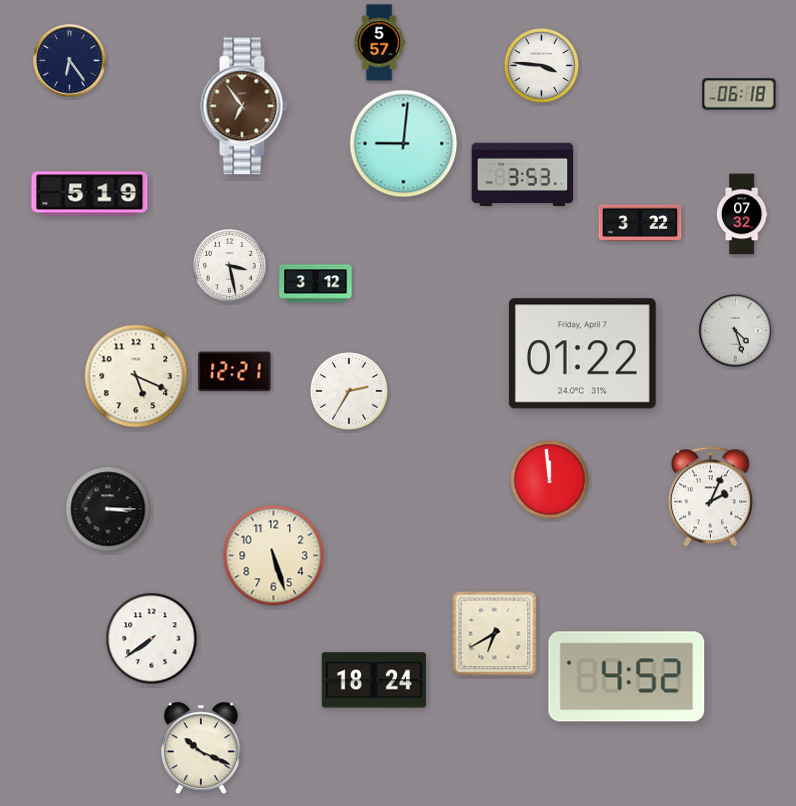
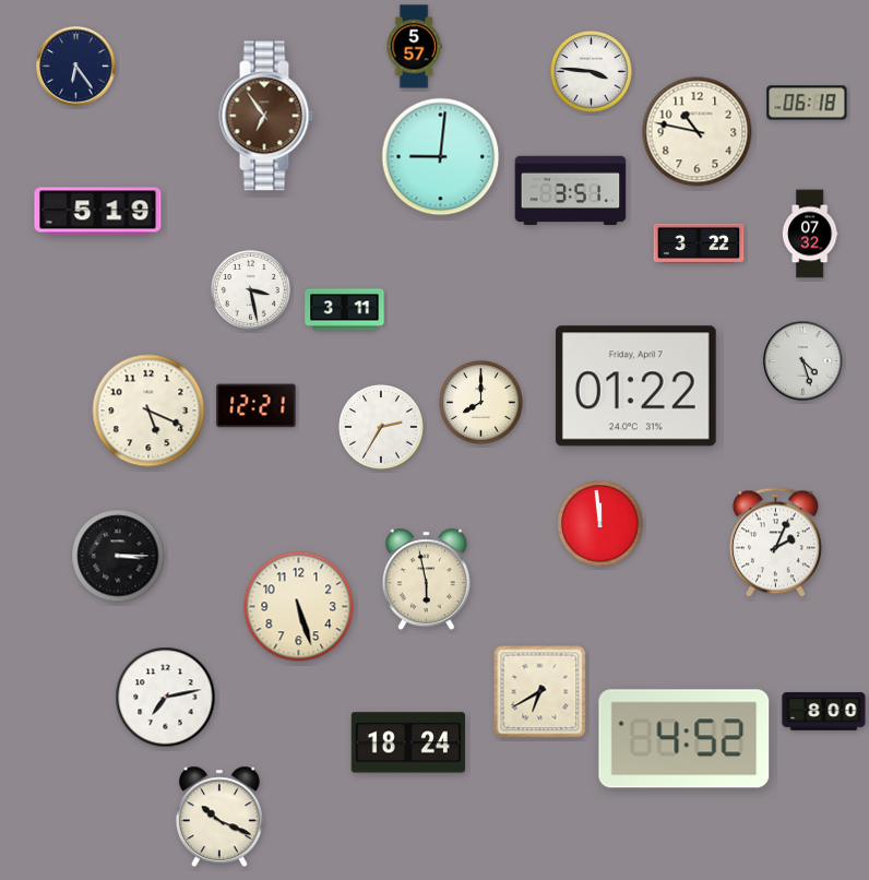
clock at (698, 132): none -> 10:47
clock at (523, 175): 3:53 -> 3:51
clock at (316, 284): 3:12 -> 3:11
clock at (481, 403): none -> 8:00
clock at (426, 580): none -> 5:58
clock at (152, 639): 7:39 -> 7:13
clock at (824, 712): none -> 8:00
